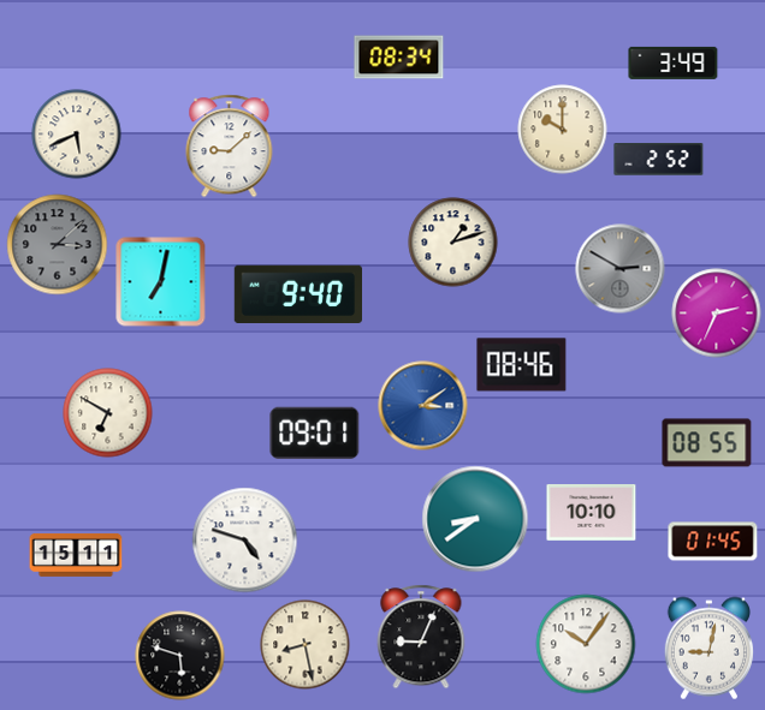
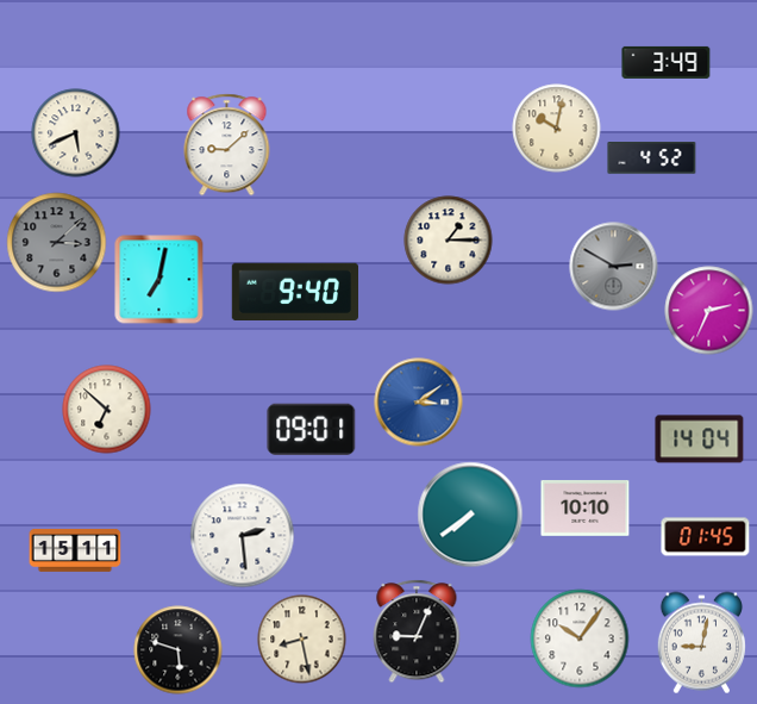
clock at (399, 58): 08:34 -> none
clock at (563, 130): 10:00 -> 10:02
clock at (659, 160): 2:52 -> 4:52
clock at (453, 243): 1:12 -> 1:15
clock at (522, 365): 08:46 -> none
clock at (108, 413): 6:50 -> 6:52
clock at (707, 443): 08:55 -> 14:04
clock at (475, 519): 8:39 -> 7:39
clock at (245, 541): 4:48 -> 2:29
